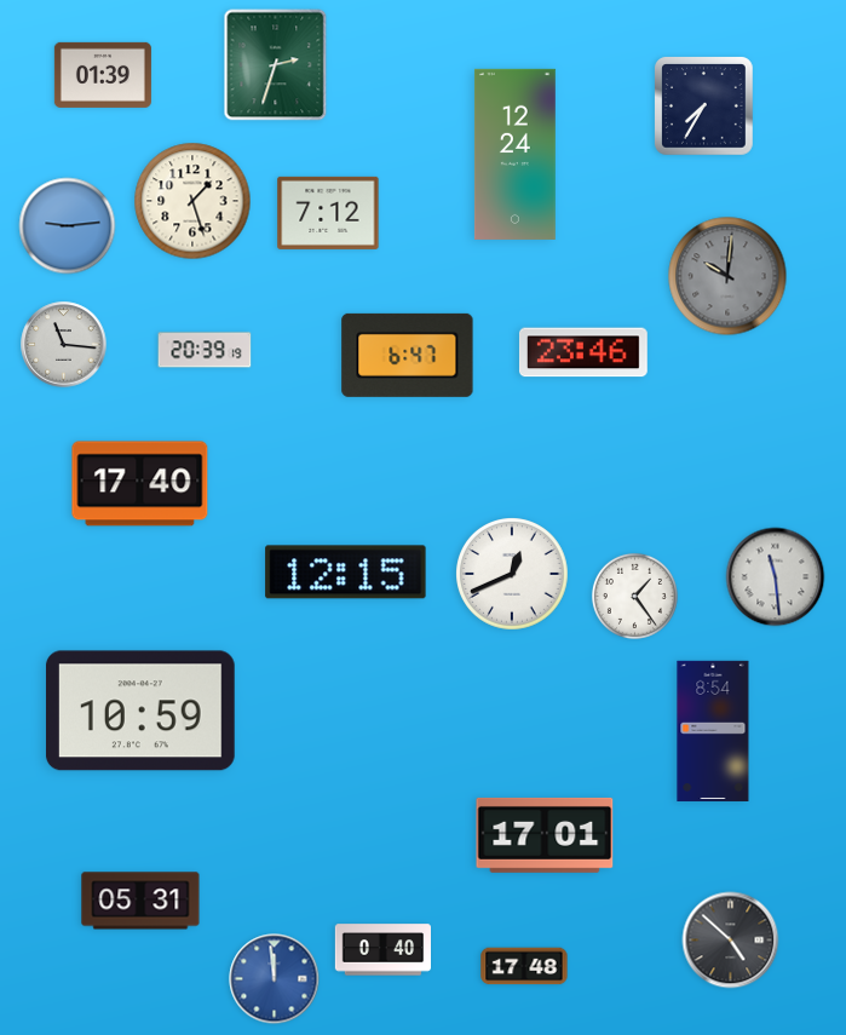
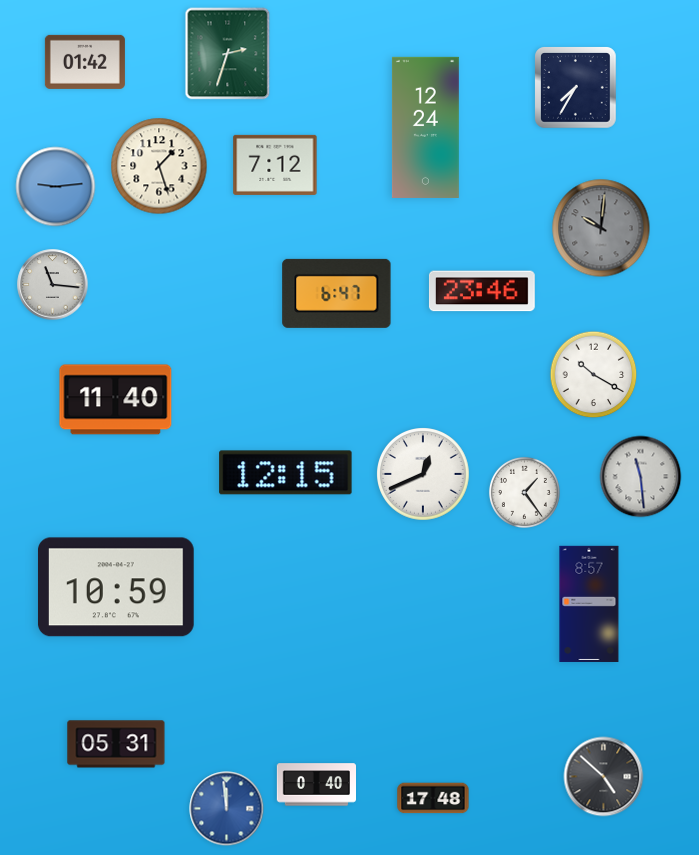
clock at (103, 75): 01:39 -> 01:42
clock at (704, 107) position: (704, 107) -> (576, 88)
clock at (328, 213) position: (328, 213) -> (275, 165)
clock at (205, 350): 20:39 -> none
clock at (594, 375): none -> 10:20
clock at (140, 484): 17:40 -> 11:40
clock at (713, 731): 8:54 -> 8:57
clock at (545, 835): 17:01 -> none
